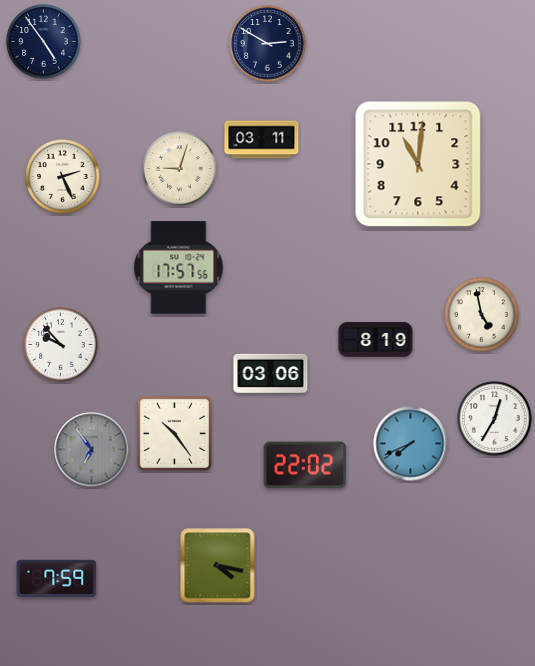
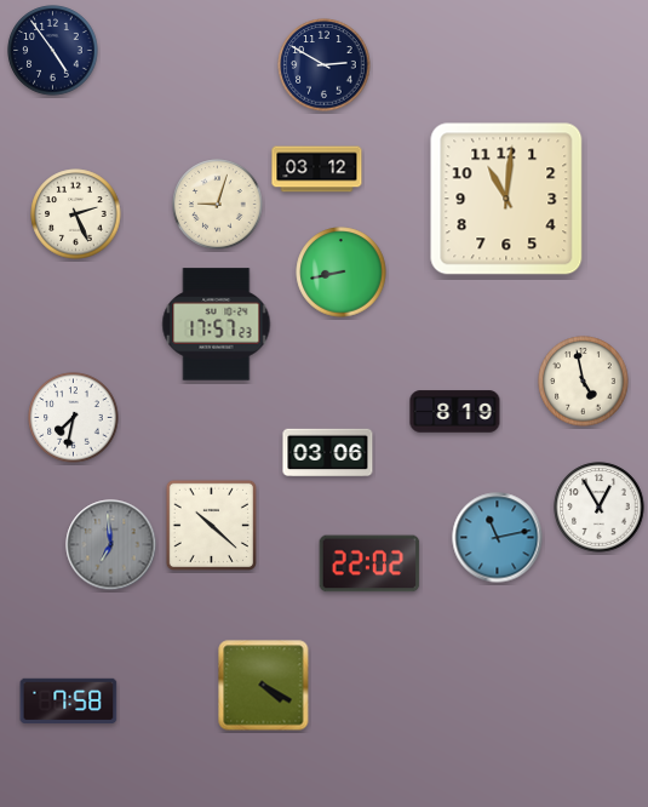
clock at (268, 44) position: (268, 44) -> (325, 65)
clock at (262, 140): 03:11 -> 03:12
clock at (342, 273): none -> 8:43
clock at (179, 268): 17:57:56 -> 17:57:23
clock at (61, 345): 9:53 -> 7:32
clock at (495, 419): 12:35 -> 12:55
clock at (174, 433): 10:24 -> 10:22
clock at (411, 444): 7:41 -> 11:13
clock at (92, 450): 6:54 -> 6:59
clock at (218, 566): 4:17 -> 4:20
clock at (57, 578): 7:59 -> 7:58
